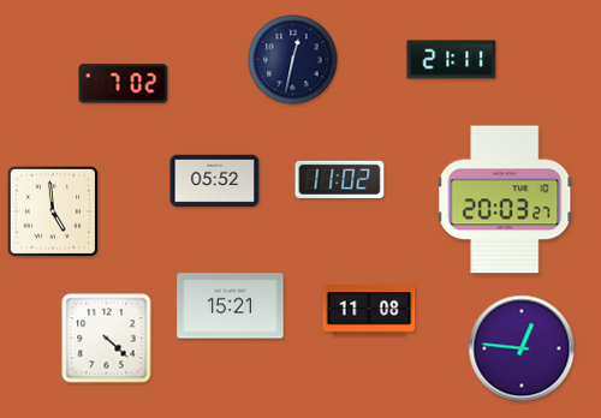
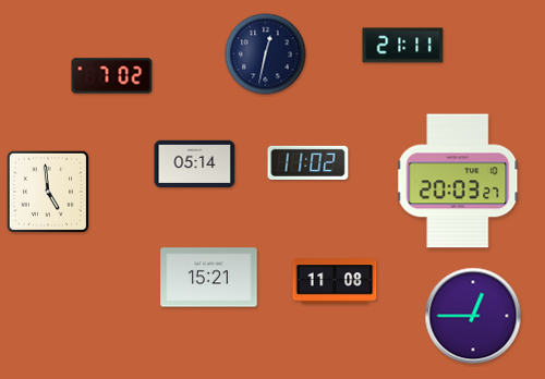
clock at (452, 60) position: (452, 60) -> (403, 46)
clock at (215, 181): 05:52 -> 05:14
clock at (107, 339): 4:22 -> none
clock at (522, 348): 12:46 -> 12:45
